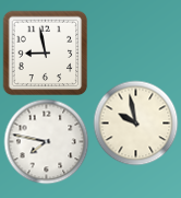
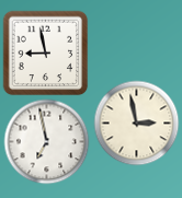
clock at (135, 123): 9:58 -> 2:58
clock at (46, 141): 7:47 -> 6:58
